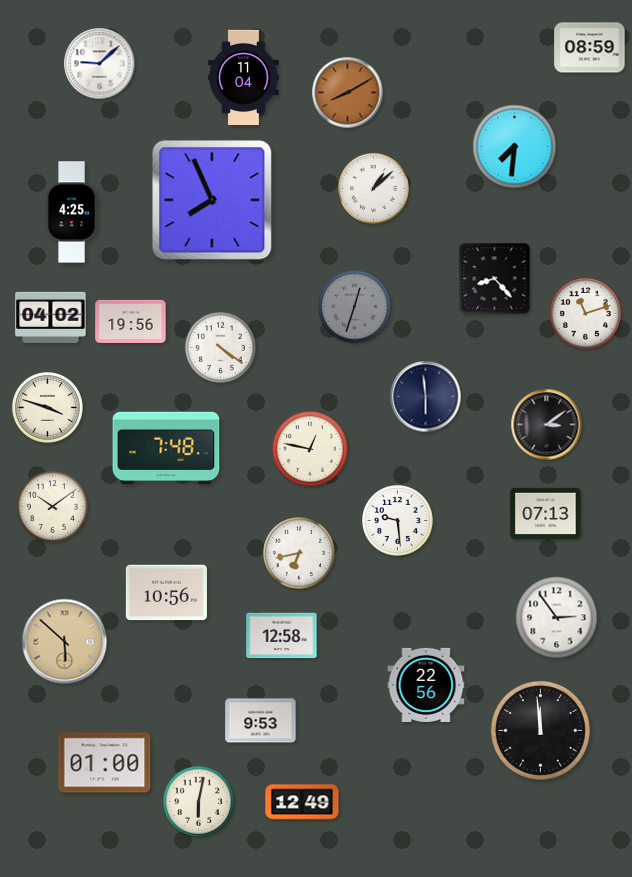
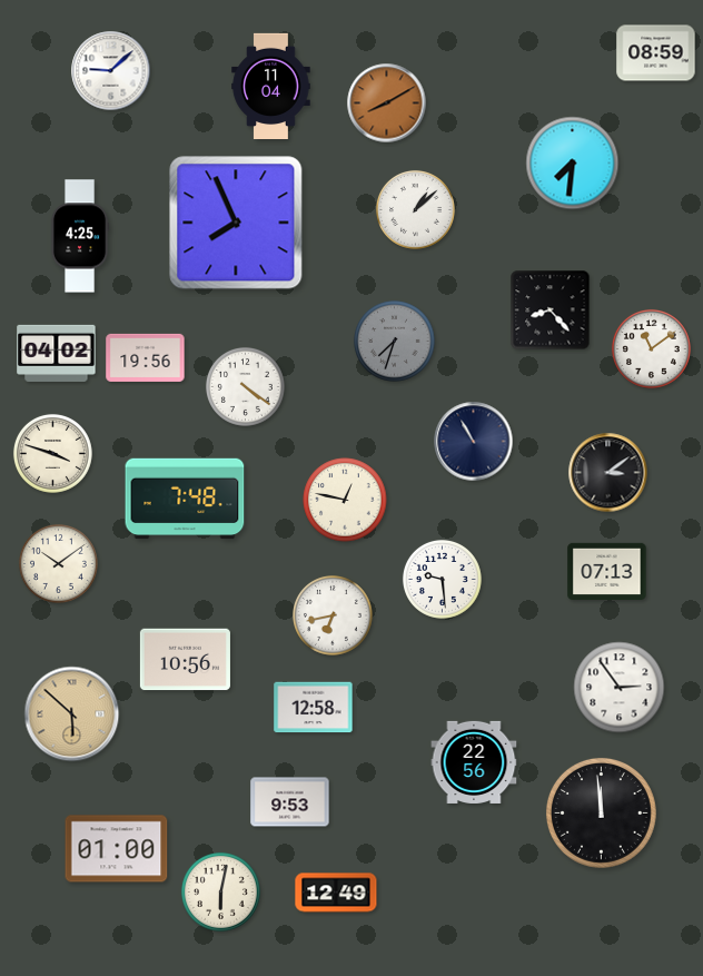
clock at (355, 307): 12:33 -> 7:33
clock at (585, 313): 11:12 -> 11:09
clock at (426, 397): 5:59 -> 10:55
